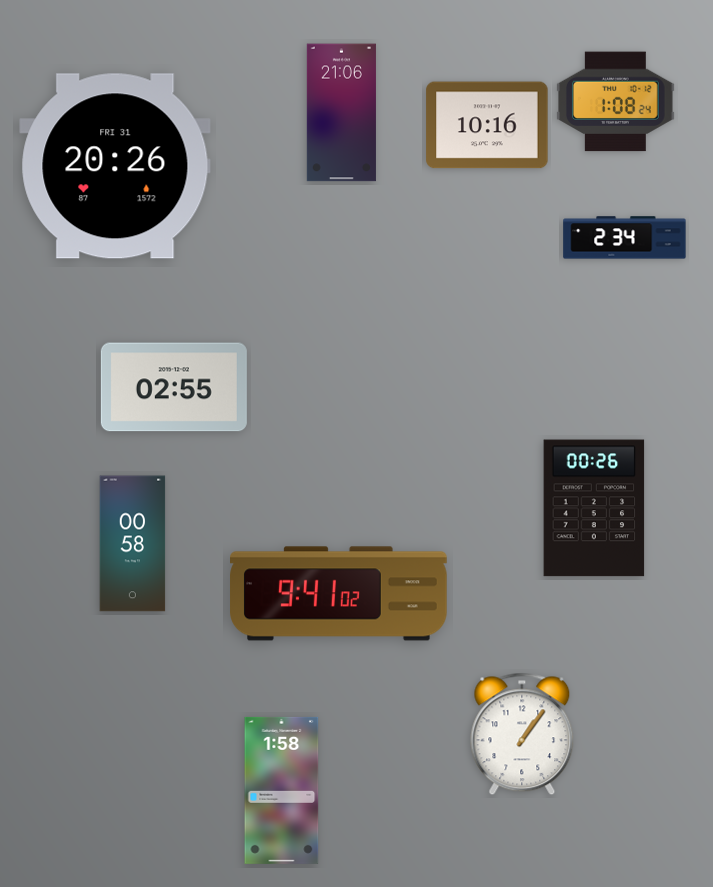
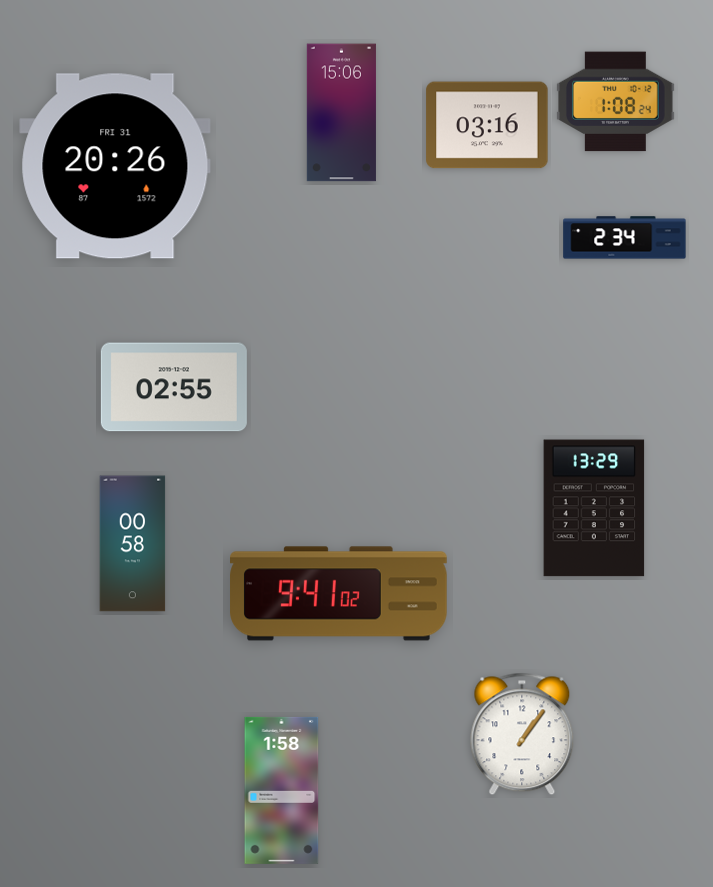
clock at (341, 113): 21:06 -> 15:06
clock at (487, 125): 10:16 -> 03:16
clock at (594, 508): 00:26 -> 13:29
